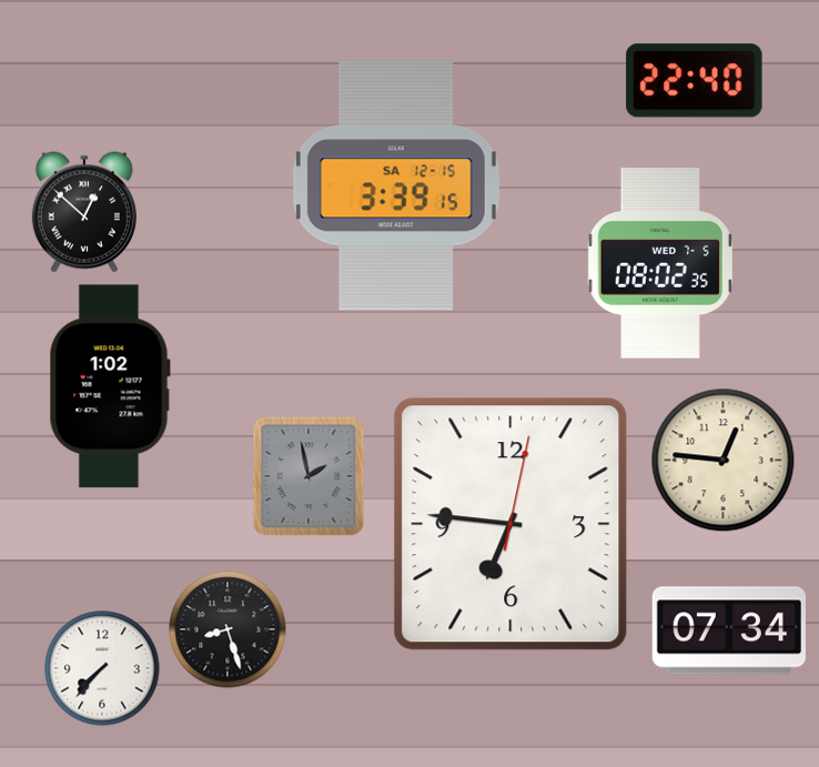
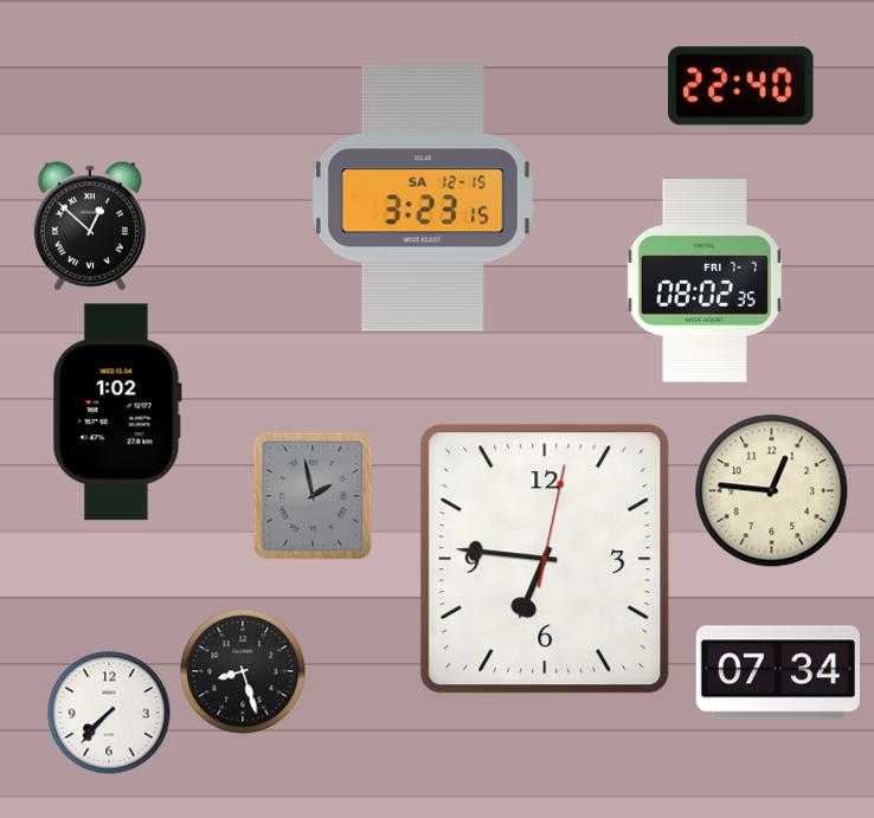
clock at (396, 185): 3:39 -> 3:23
clock at (660, 263) date: WED 7-5 -> FRI 7-7
clock at (309, 476) position: (309, 476) -> (313, 496)
